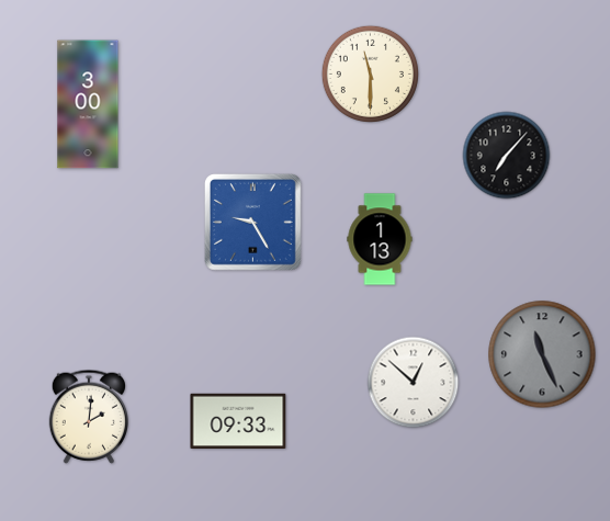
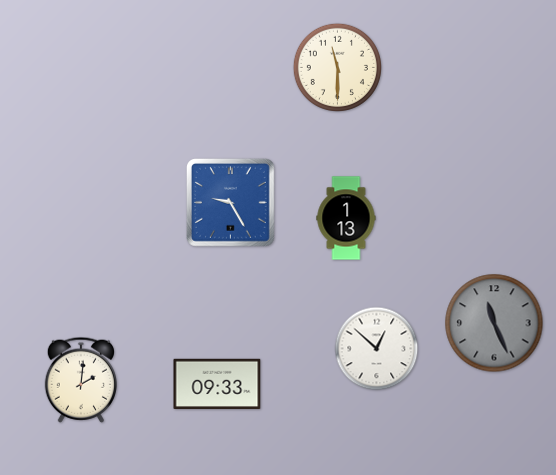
clock at (88, 104): 3:00 -> none
clock at (507, 156): 7:07 -> none
